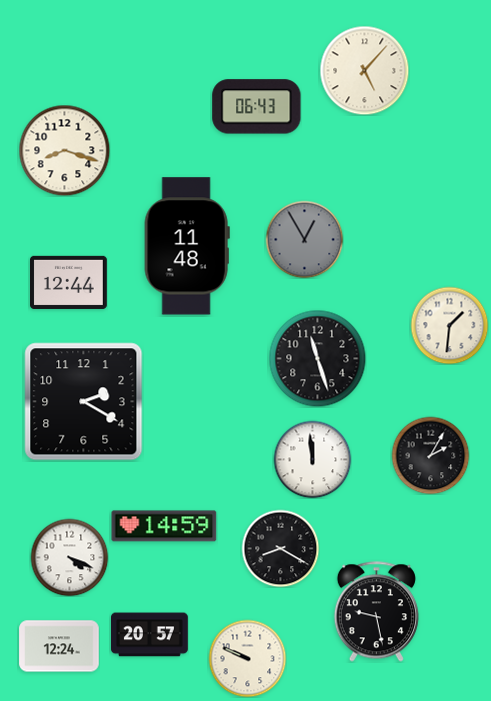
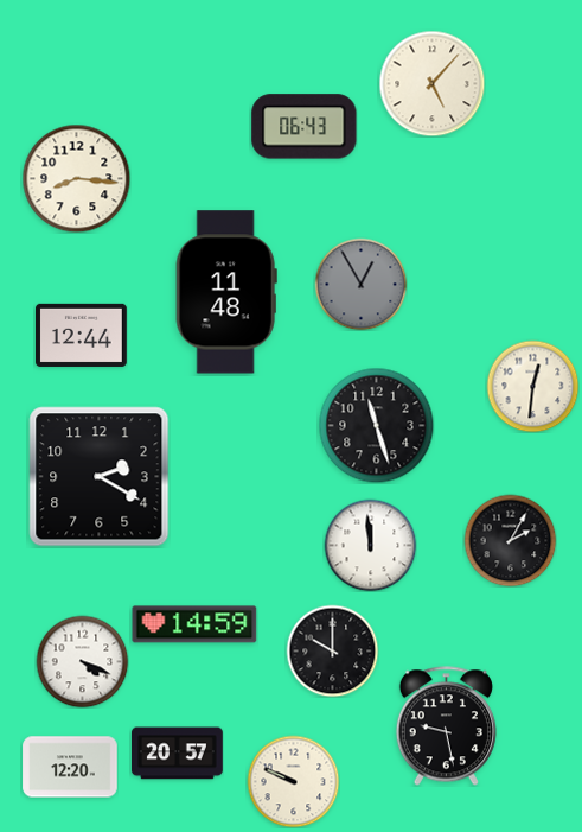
clock at (64, 150): 8:18 -> 8:16
clock at (187, 246) position: (187, 246) -> (226, 292)
clock at (449, 325): 1:31 -> 12:31
clock at (280, 548): 8:20 -> 10:00
clock at (59, 646): 12:24 -> 12:20
